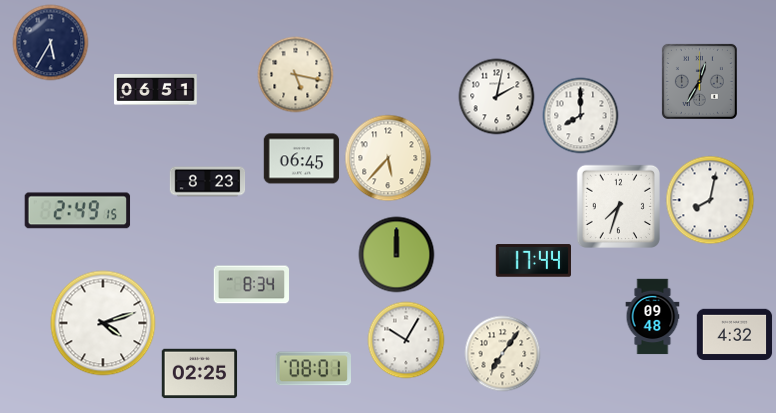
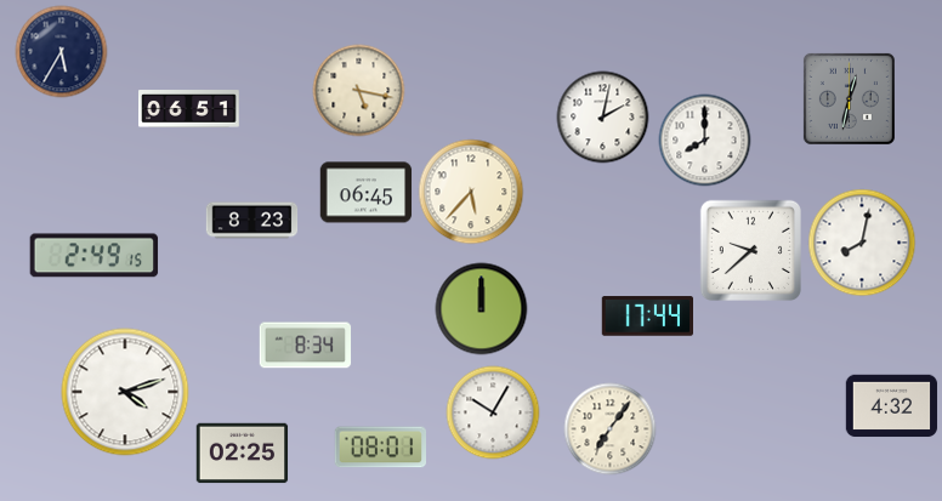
clock at (699, 81): 12:35 -> 12:32
clock at (618, 206): 7:33 -> 9:38
clock at (653, 317): 09:48 -> none
